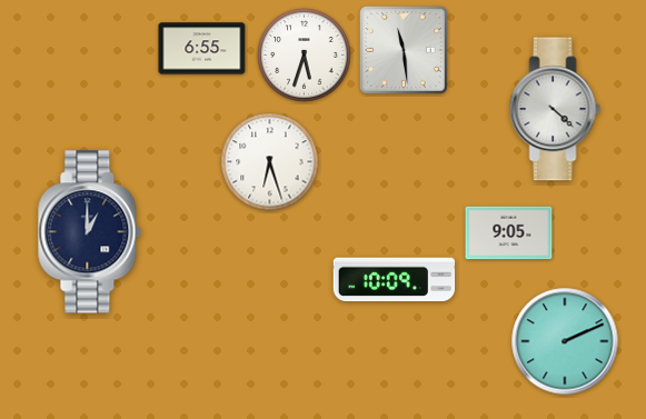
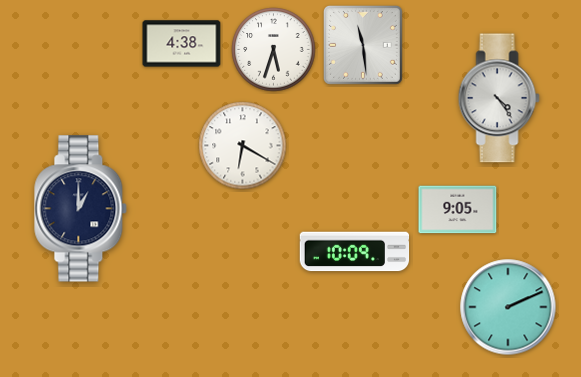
clock at (202, 49): 6:55 -> 4:38
clock at (555, 109): 4:22 -> 4:24
clock at (270, 162): 6:27 -> 6:20
